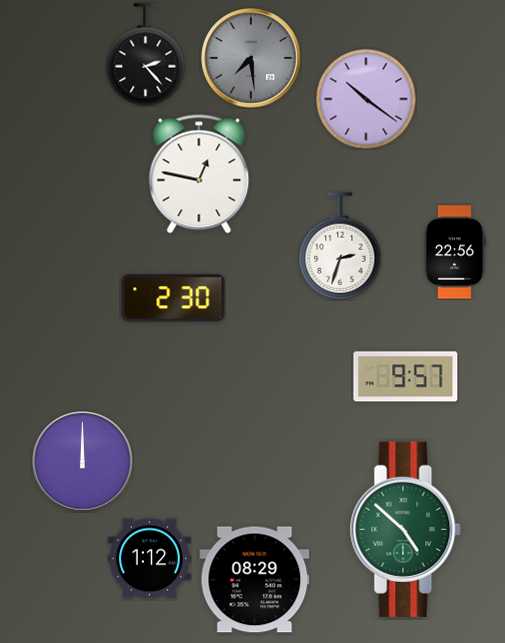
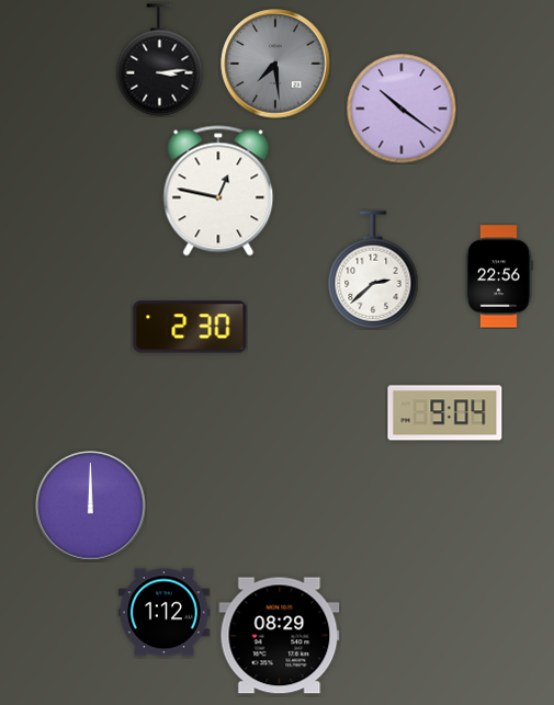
clock at (146, 55): 2:23 -> 3:14
clock at (340, 246): 2:33 -> 2:38
clock at (406, 377): 9:57 -> 9:04
clock at (405, 529): 4:52 -> none
